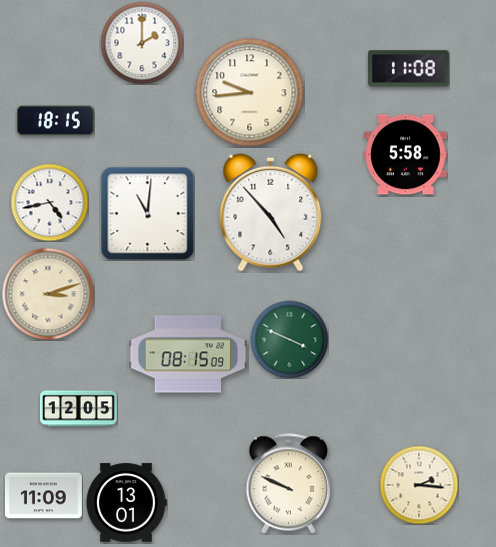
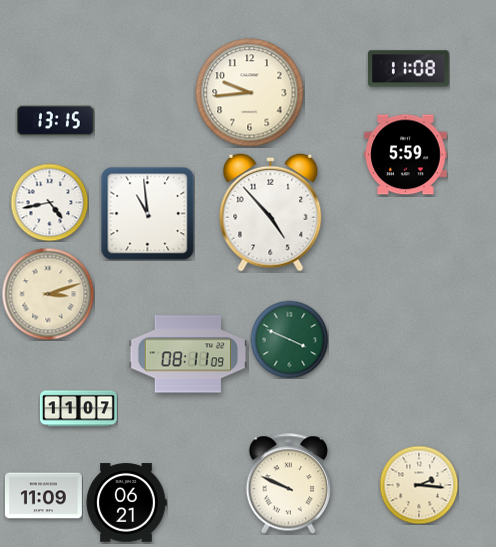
clock at (142, 43): 2:00 -> none
clock at (55, 121): 18:15 -> 13:15
clock at (406, 155): 5:58 -> 5:59
clock at (147, 213): 11:01 -> 10:59
clock at (188, 354): 08:15 -> 08:11
clock at (78, 409): 12:05 -> 11:07
clock at (126, 503): 13:01 -> 06:21
